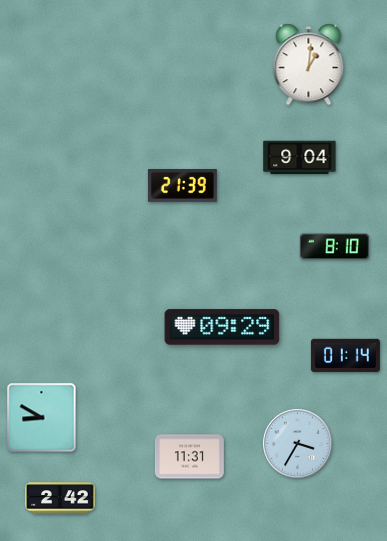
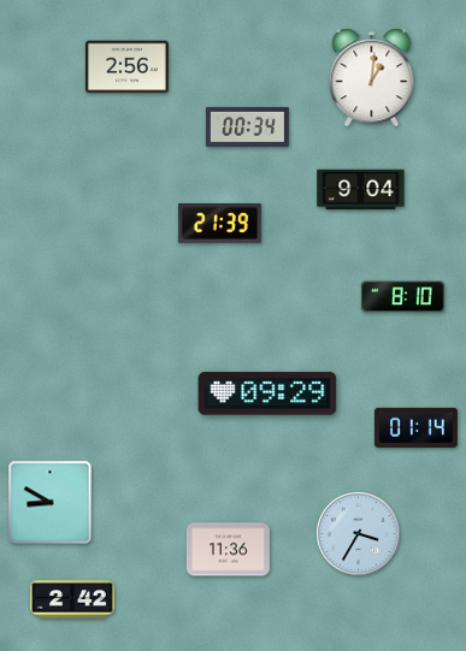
clock at (126, 67): none -> 2:56
clock at (247, 126): none -> 00:34
clock at (189, 457): 11:31 -> 11:36
